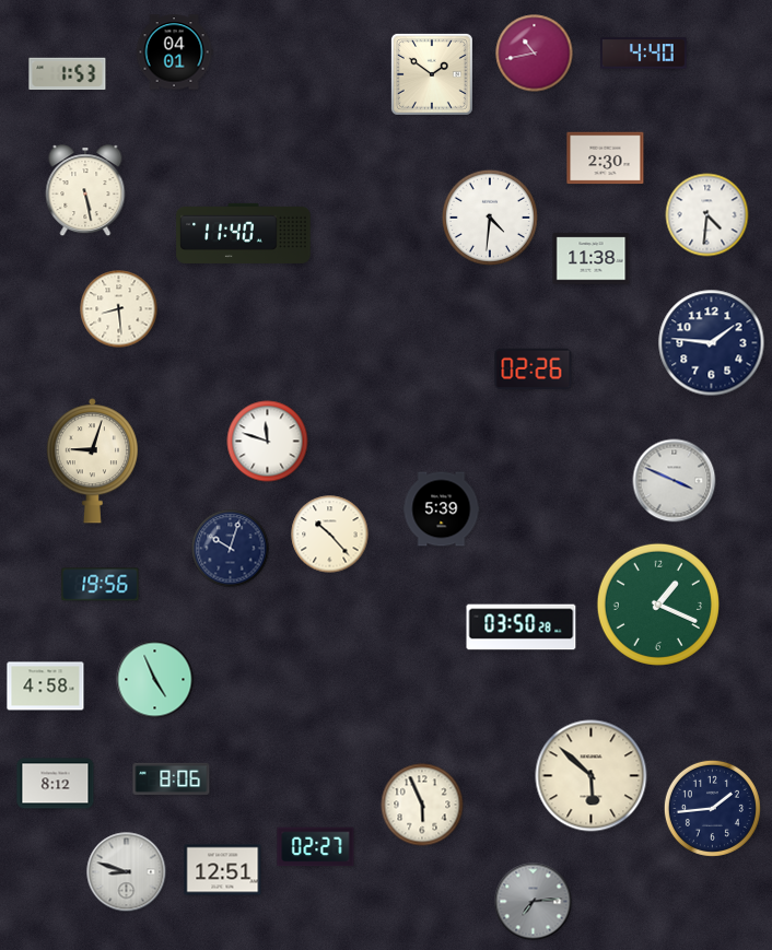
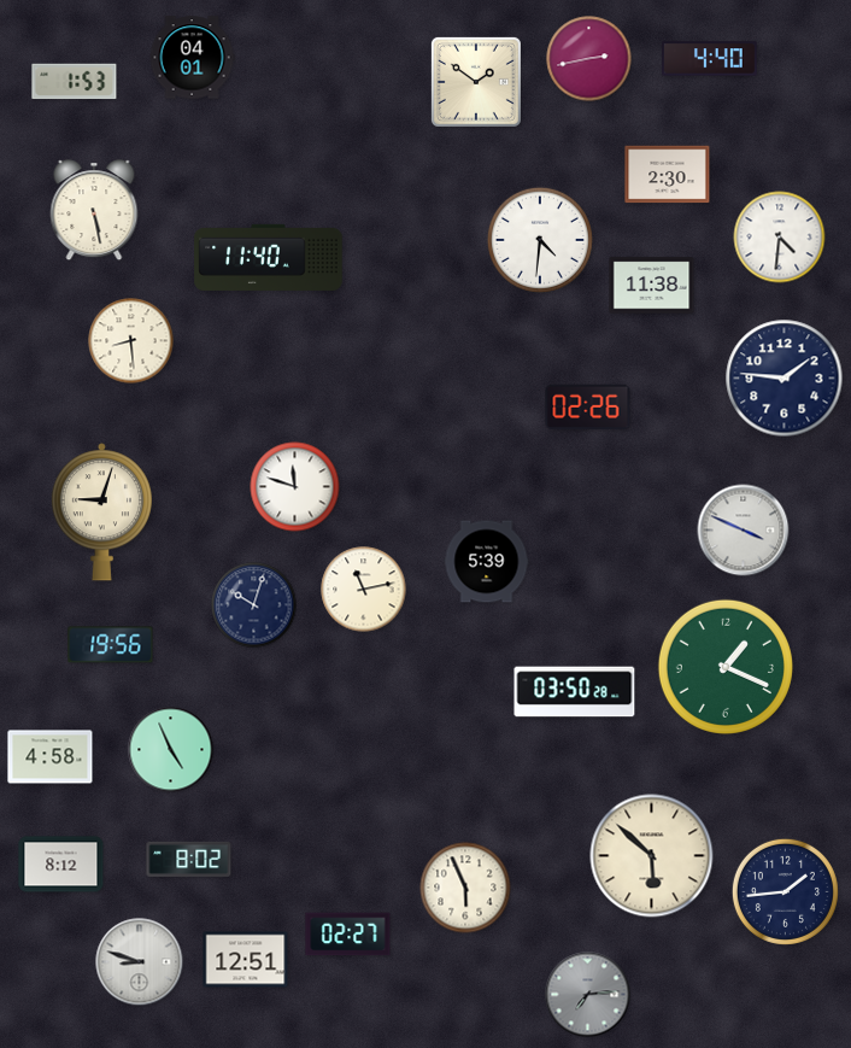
clock at (535, 54): 10:43 -> 2:43
clock at (92, 461) position: (92, 461) -> (101, 513)
clock at (330, 535): 10:23 -> 11:13
clock at (172, 778): 8:06 -> 8:02
